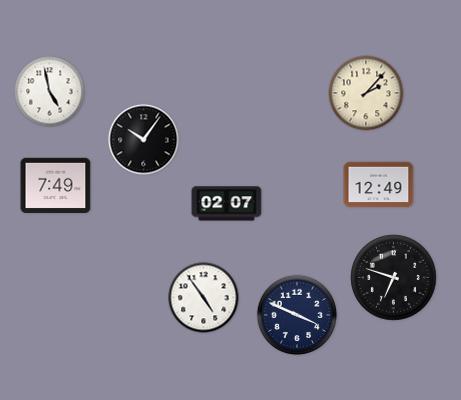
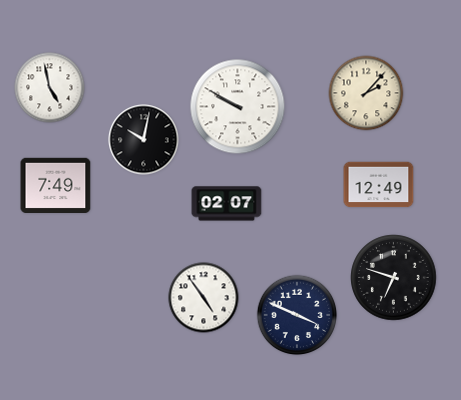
clock at (50, 92) position: (50, 92) -> (50, 88)
clock at (238, 107): none -> 9:50
clock at (144, 140): 10:06 -> 10:02
